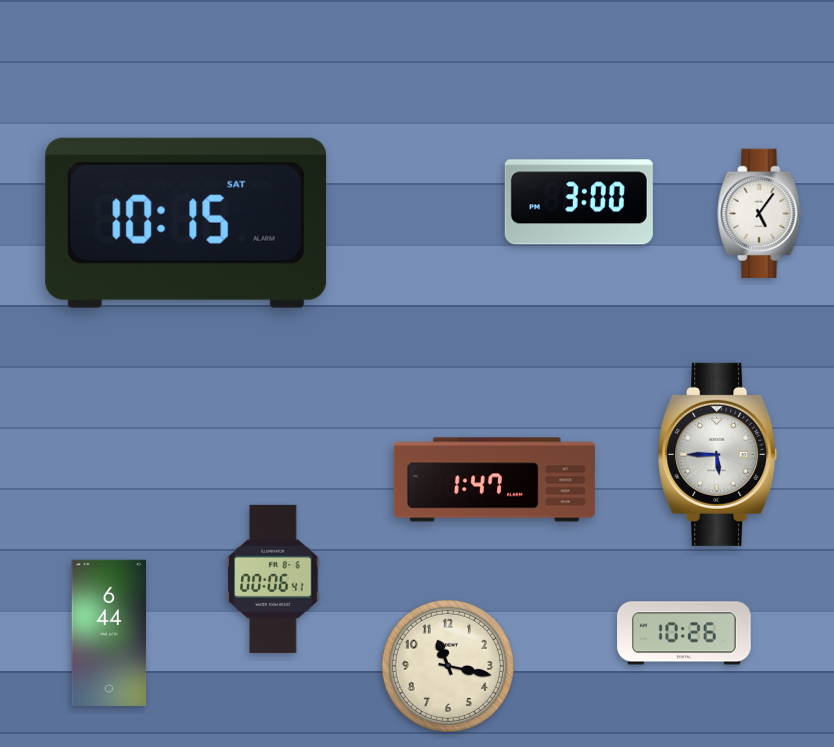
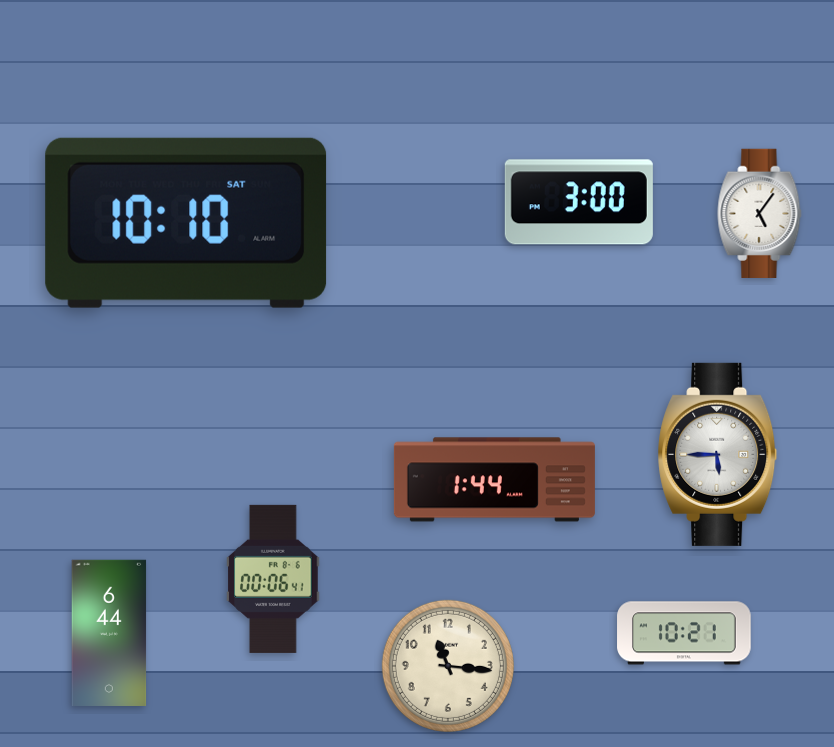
clock at (186, 223): 10:15 -> 10:10
clock at (494, 480): 1:47 -> 1:44
clock at (684, 633): 10:26 -> 10:21
clock at (448, 666): 11:17 -> 11:16
